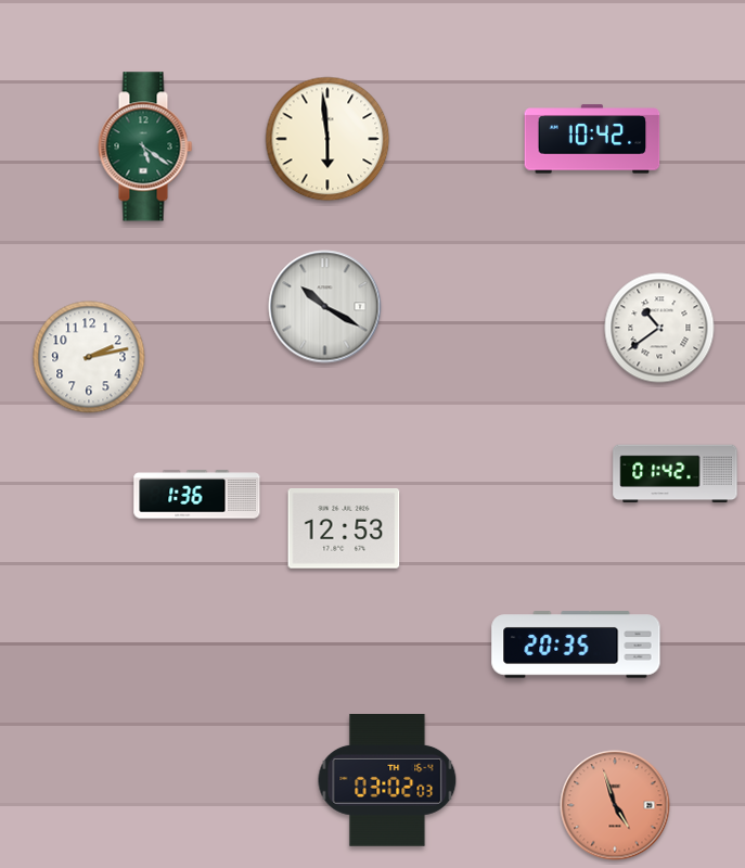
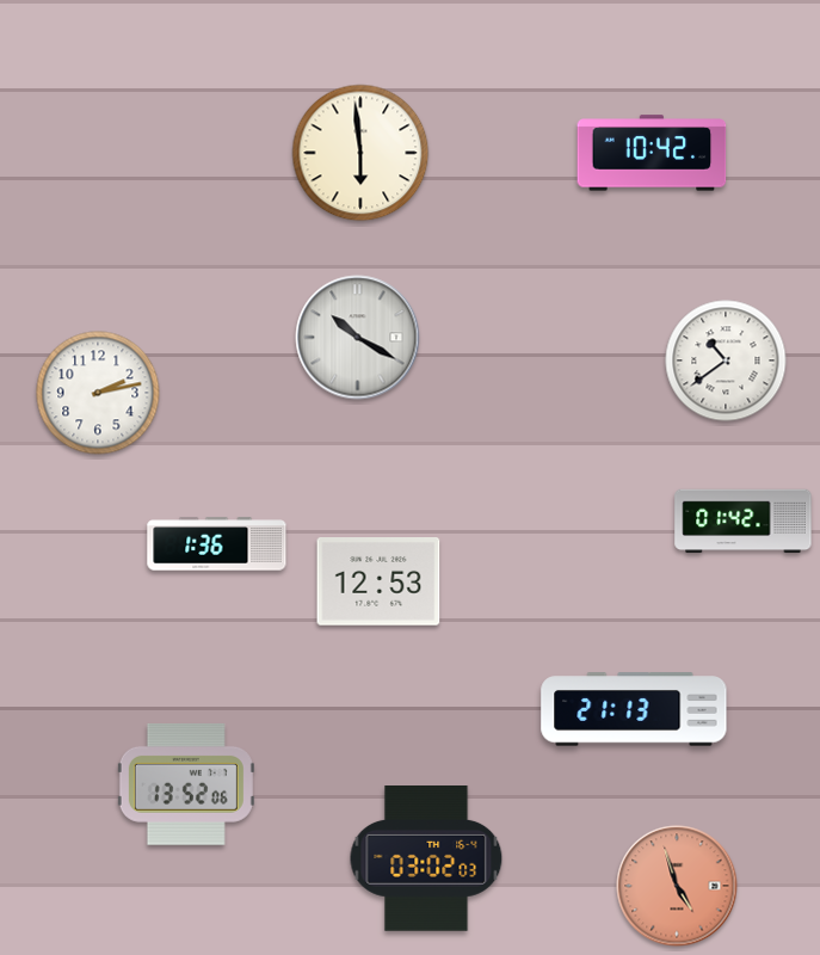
clock at (145, 146): 5:21 -> none
clock at (576, 644): 20:35 -> 21:13
clock at (186, 784): none -> 13:52
